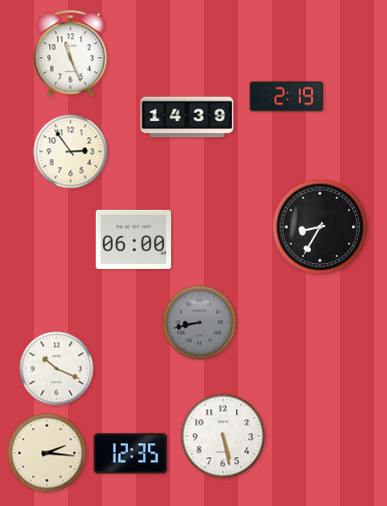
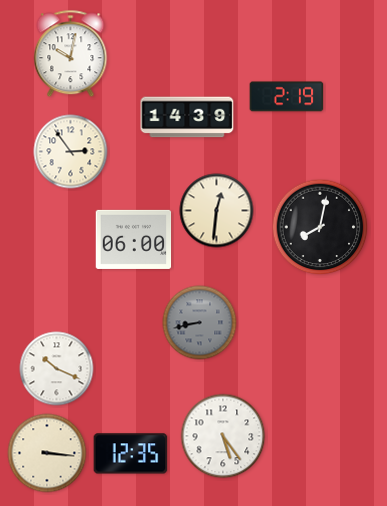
clock at (71, 54): 11:26 -> 10:02
clock at (217, 211): none -> 12:31
clock at (320, 227): 8:35 -> 8:02
clock at (223, 436): 5:28 -> 5:24
clock at (47, 453): 2:16 -> 3:16
